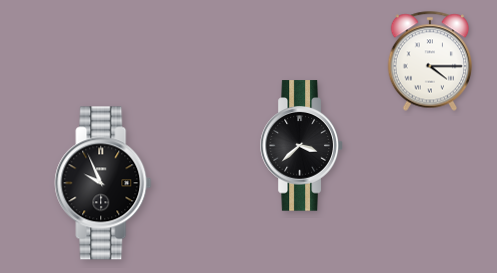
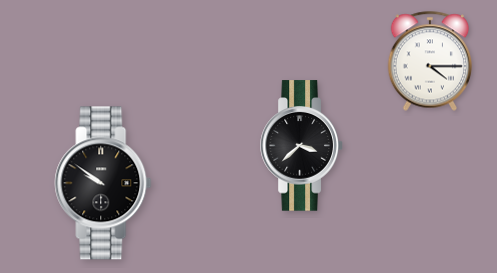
clock at (103, 183): 9:56 -> 9:51
